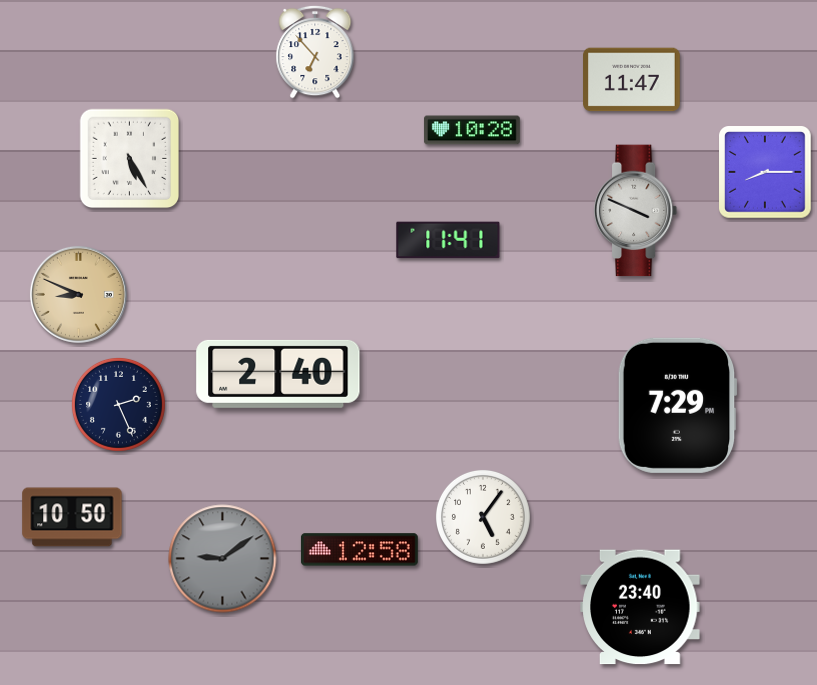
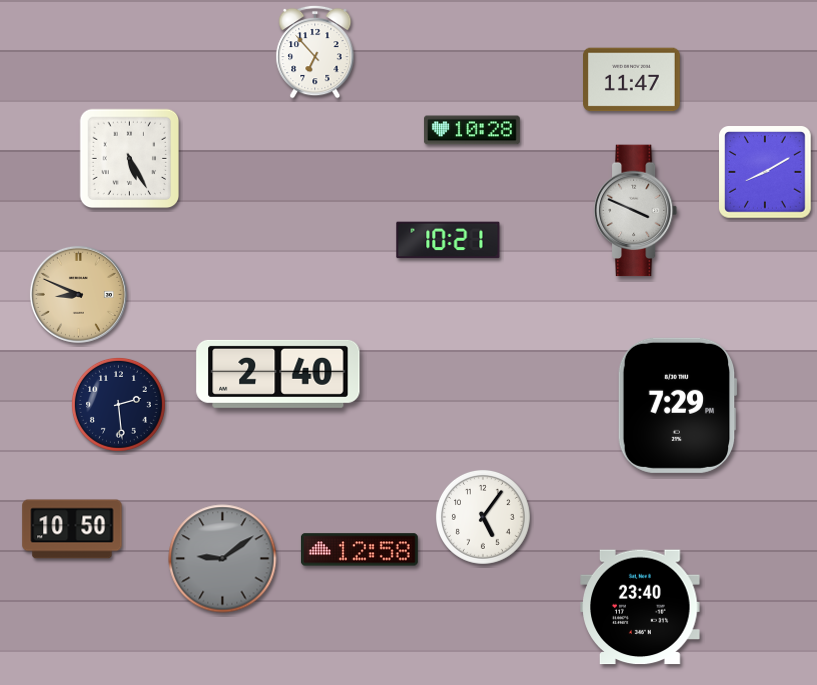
clock at (765, 172): 8:15 -> 8:10
clock at (448, 240): 11:41 -> 10:21
clock at (118, 404): 2:26 -> 2:29
clock at (72, 517) position: (72, 517) -> (72, 529)
